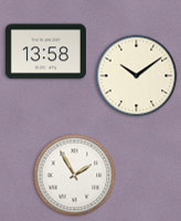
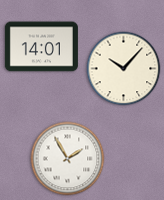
clock at (45, 52): 13:58 -> 14:01
clock at (137, 76): 10:09 -> 10:07
